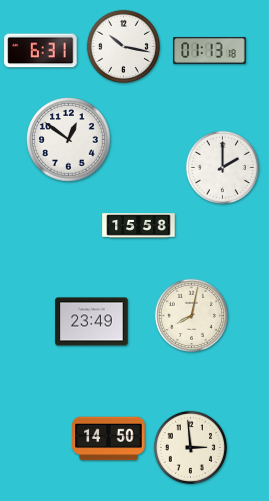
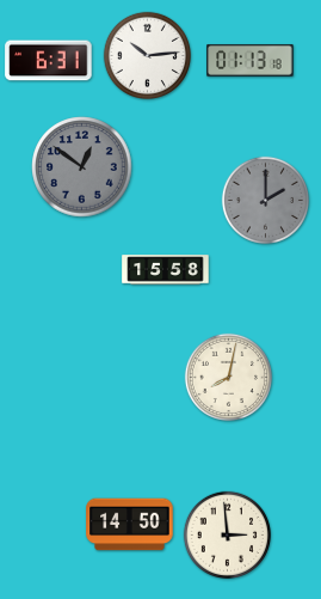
clock at (123, 46): 10:17 -> 10:14
clock at (69, 140) dial: white -> grey
clock at (222, 167) dial: white -> grey
clock at (92, 322): 23:49 -> none
